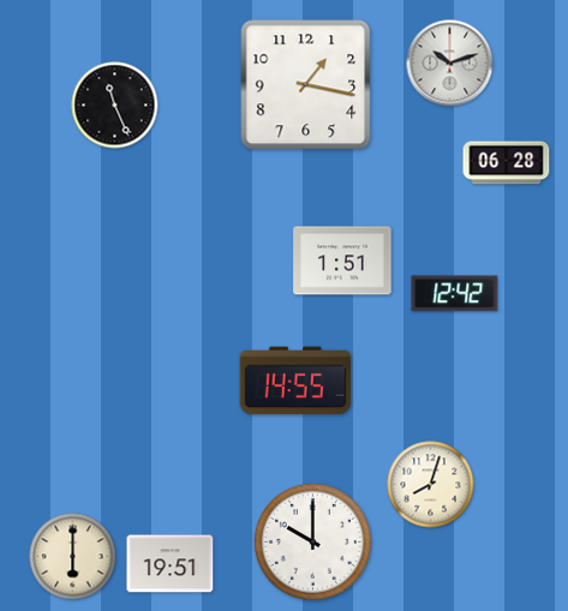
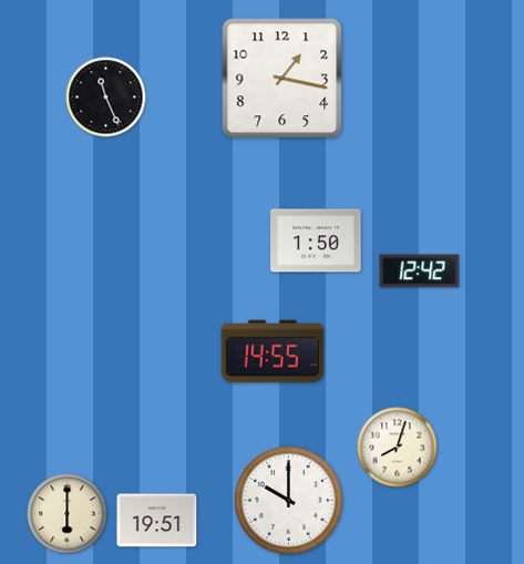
clock at (450, 64): 10:12 -> none
clock at (507, 163): 06:28 -> none
clock at (342, 260): 1:51 -> 1:50
